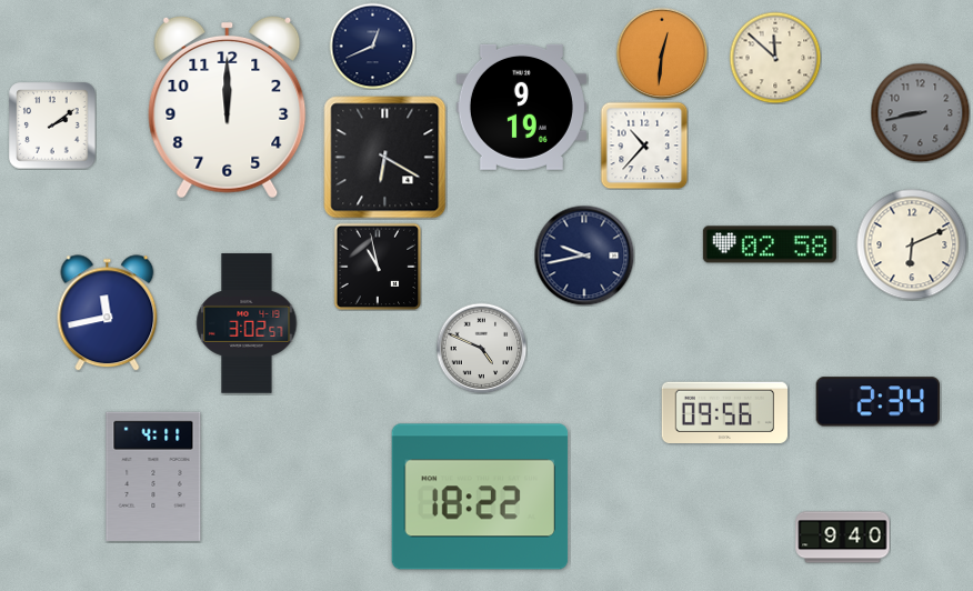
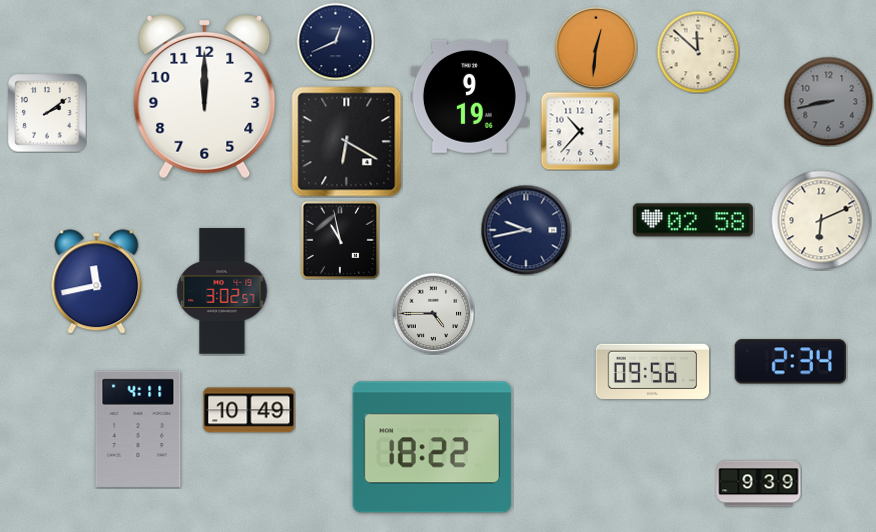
clock at (481, 348): 4:49 -> 4:45
clock at (249, 410): none -> 10:49
clock at (843, 538): 9:40 -> 9:39
